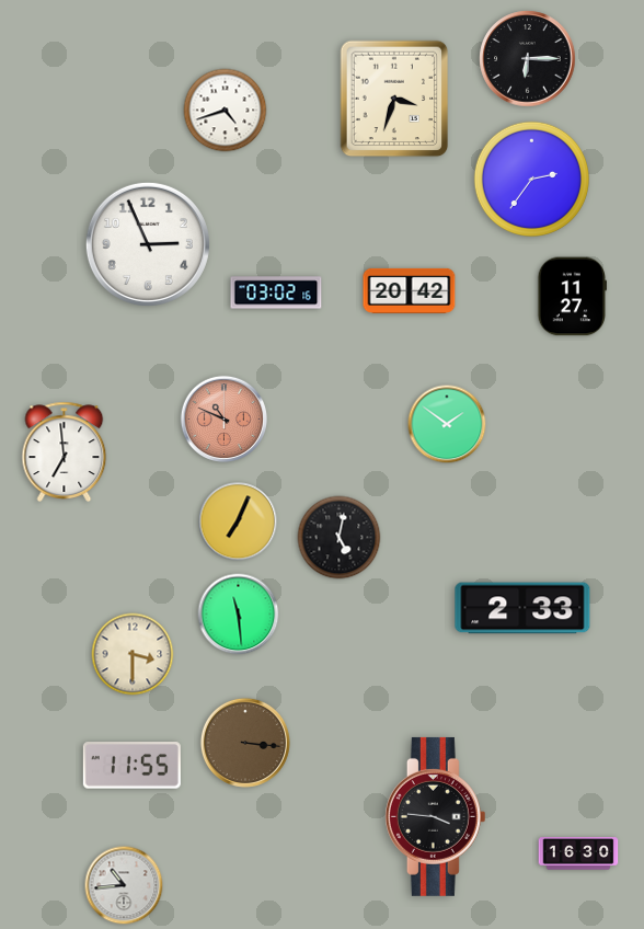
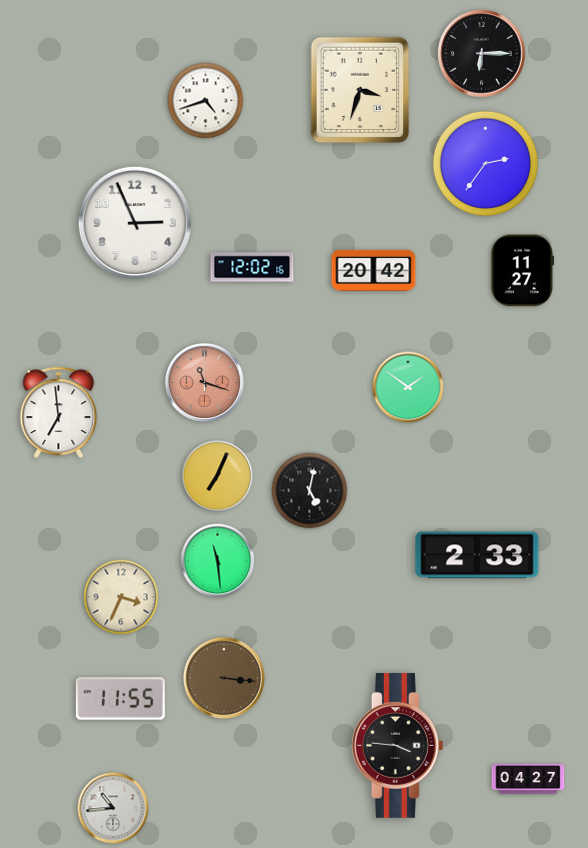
clock at (410, 290) position: (410, 290) -> (374, 270)
clock at (276, 293): 03:02 -> 12:02
clock at (223, 418): 10:49 -> 11:18
clock at (133, 654): 3:30 -> 3:34
clock at (578, 853): 16:30 -> 04:27
